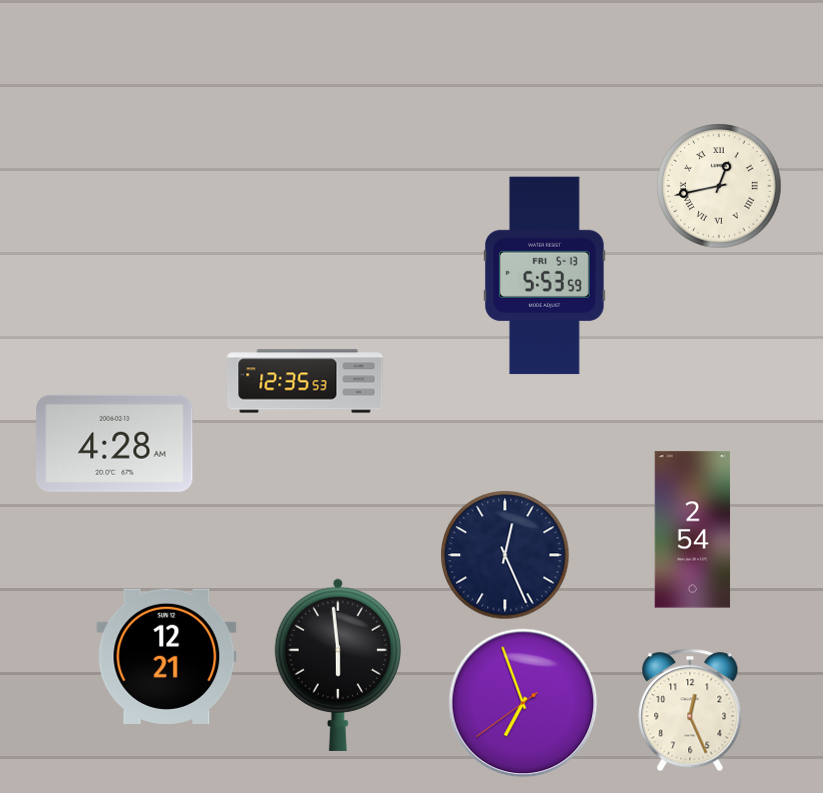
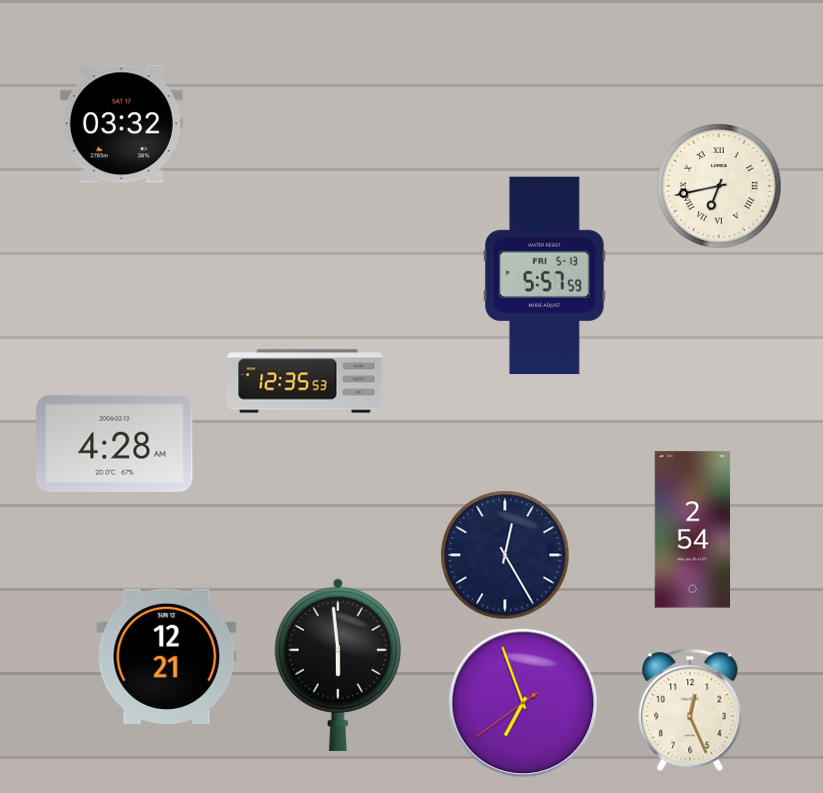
clock at (121, 124): none -> 03:32
clock at (719, 186): 12:43 -> 6:43
clock at (544, 276): 5:53 -> 5:57
clock at (505, 555): 12:26 -> 12:25
